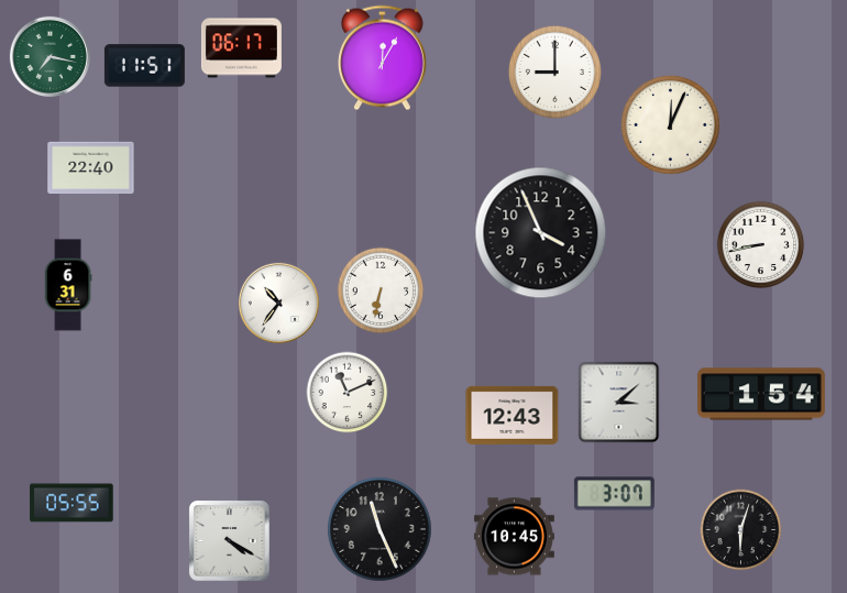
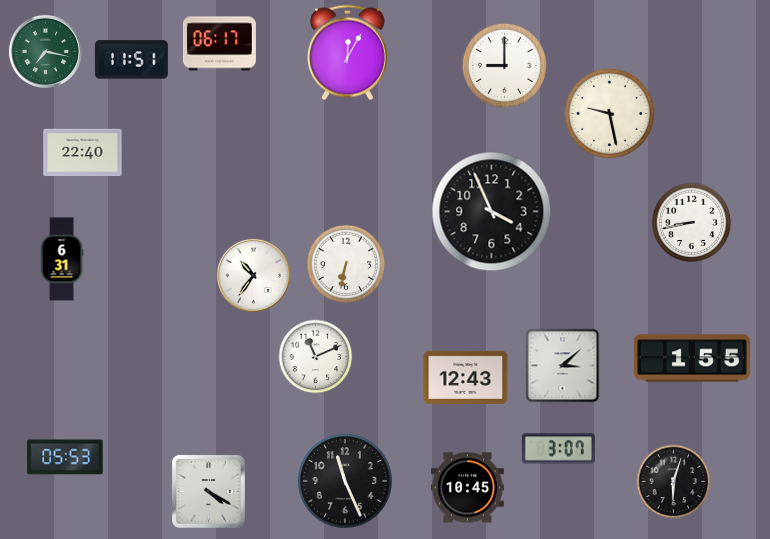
clock at (670, 124): 12:04 -> 9:28
clock at (762, 394): 1:54 -> 1:55
clock at (71, 503): 05:55 -> 05:53
